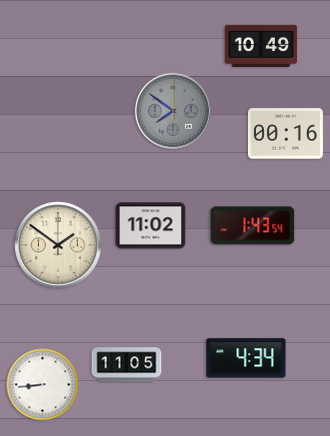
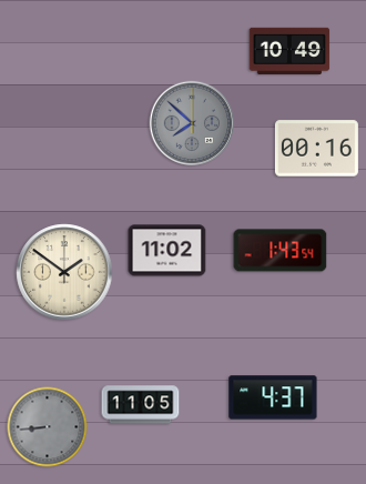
clock at (173, 111): 7:51 -> 7:52
clock at (246, 358): 4:34 -> 4:37
clock at (43, 385) dial: white -> grey
